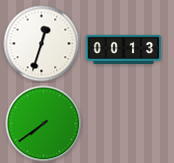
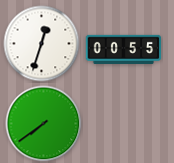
clock at (124, 49): 00:13 -> 00:55
